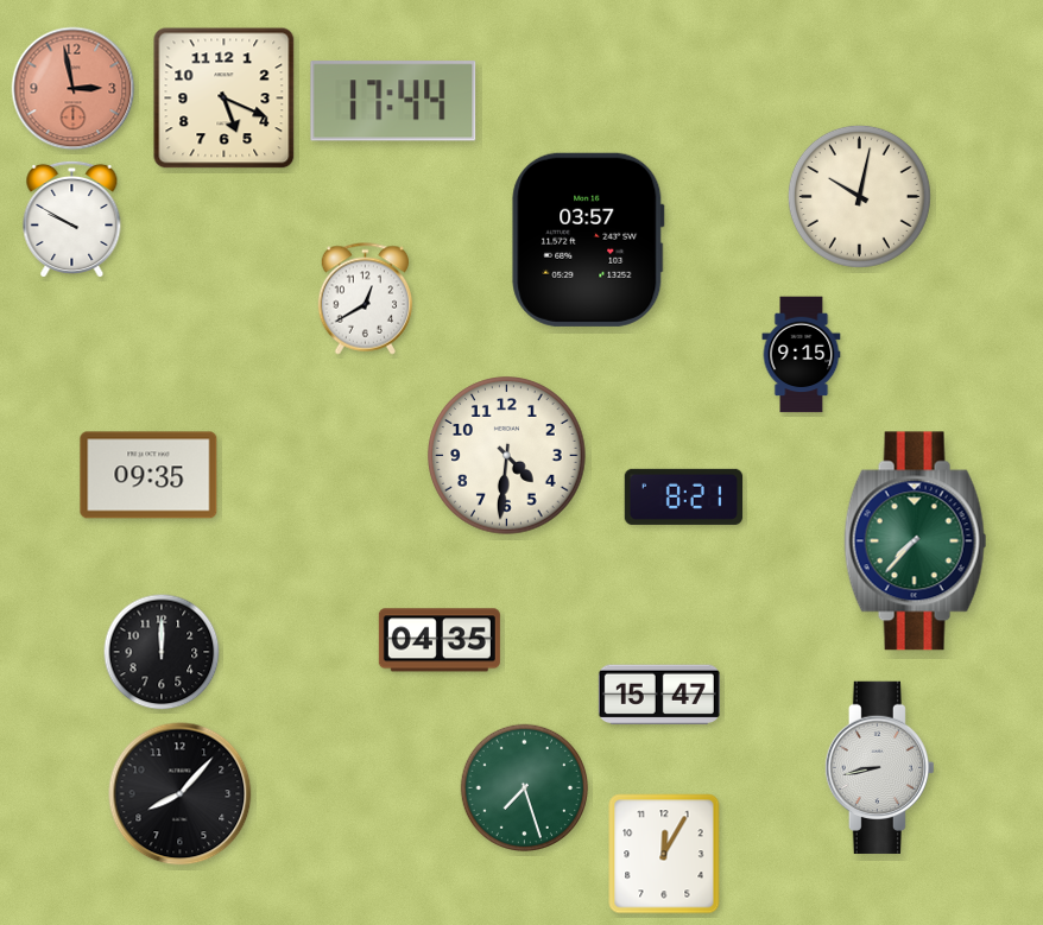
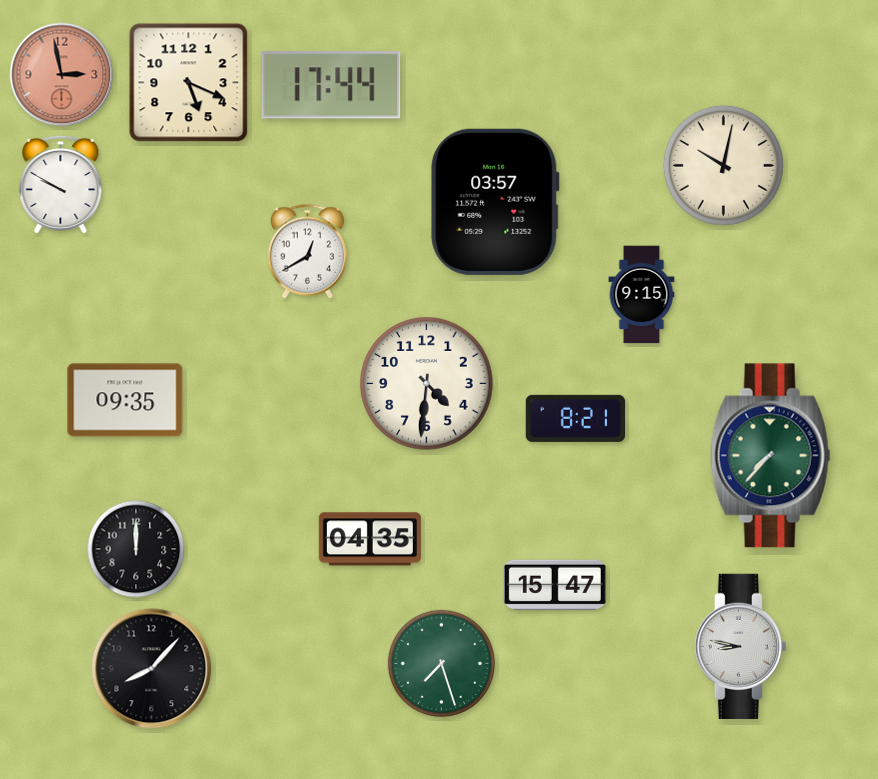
clock at (802, 355) position: (802, 355) -> (642, 295)
clock at (879, 767): 8:43 -> 8:47
clock at (664, 854): 12:05 -> none
